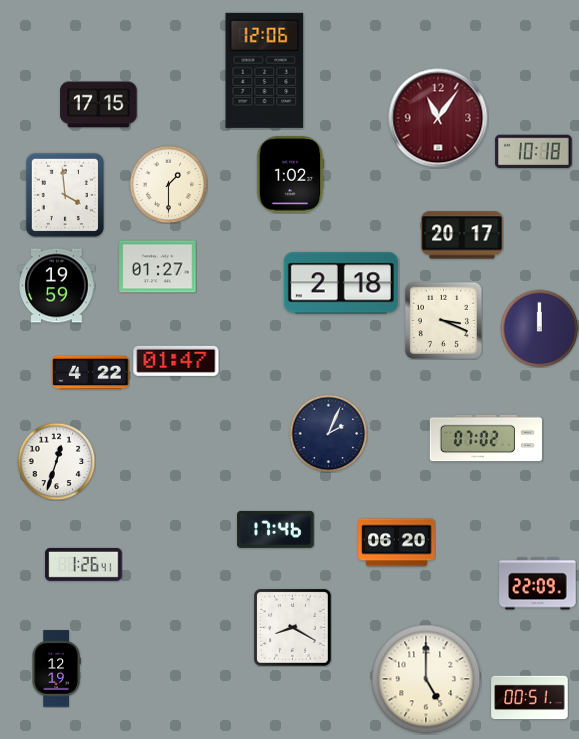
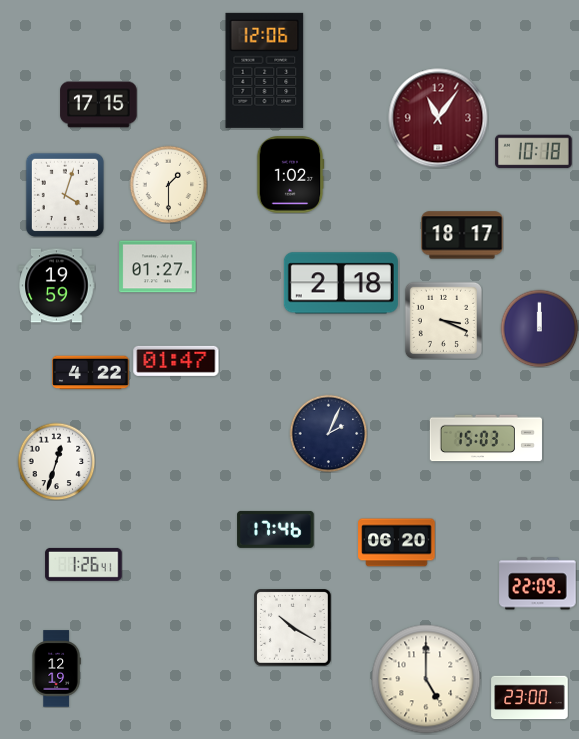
clock at (65, 195): 3:59 -> 4:03
clock at (462, 235): 20:17 -> 18:17
clock at (486, 438): 07:02 -> 15:03
clock at (293, 628): 8:20 -> 10:20
clock at (530, 698): 00:51 -> 23:00
